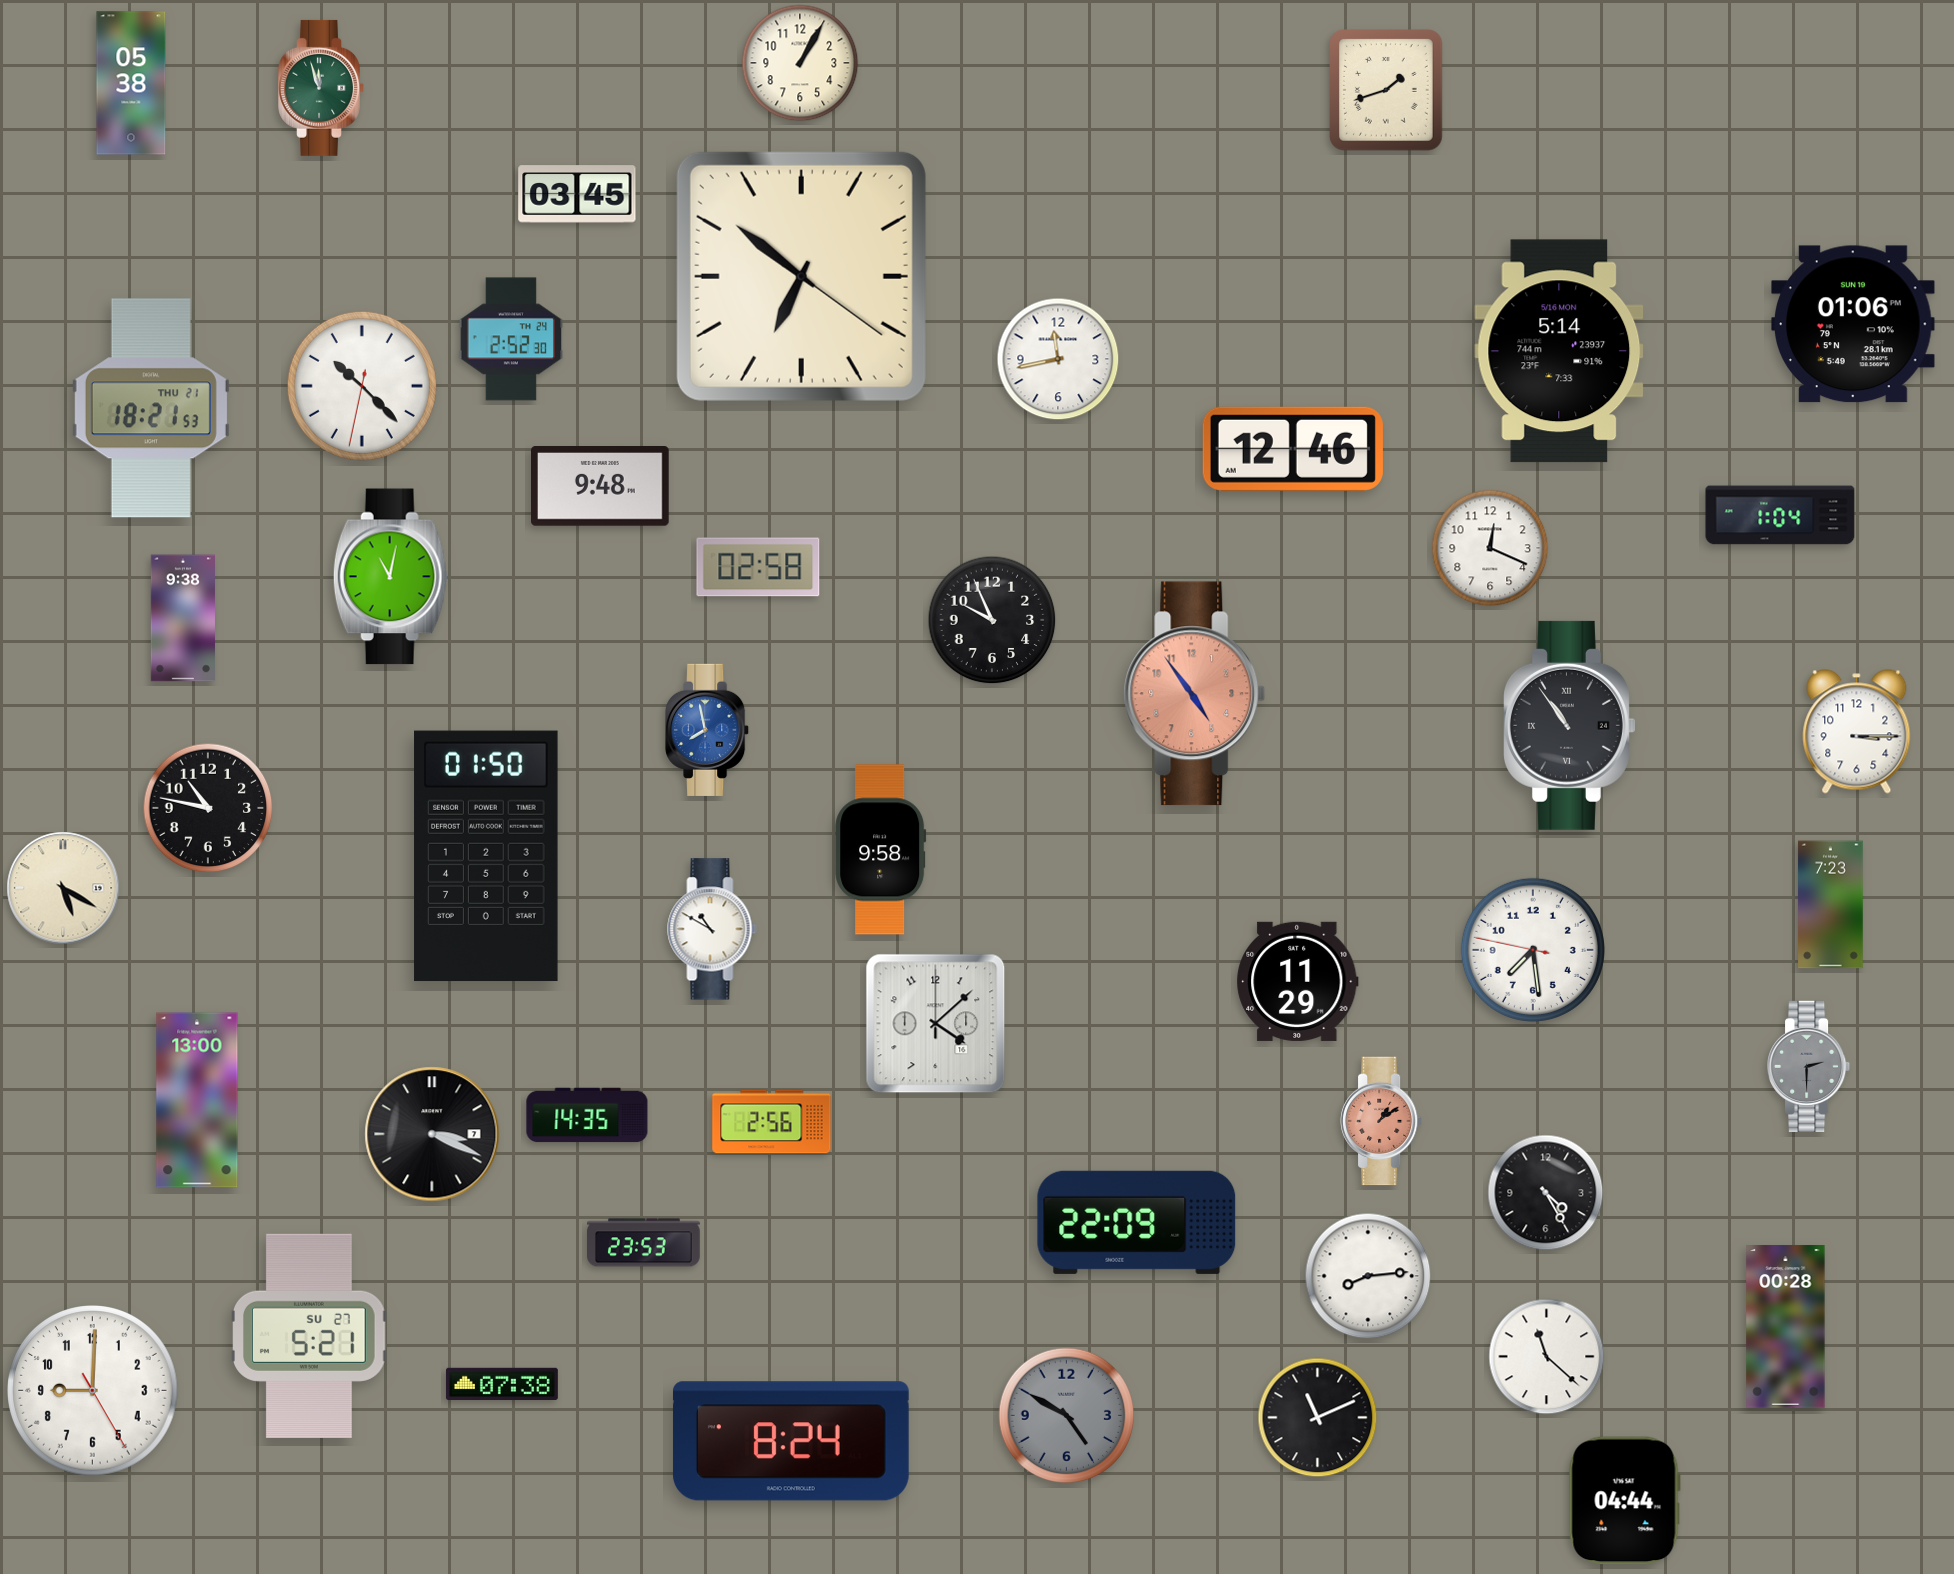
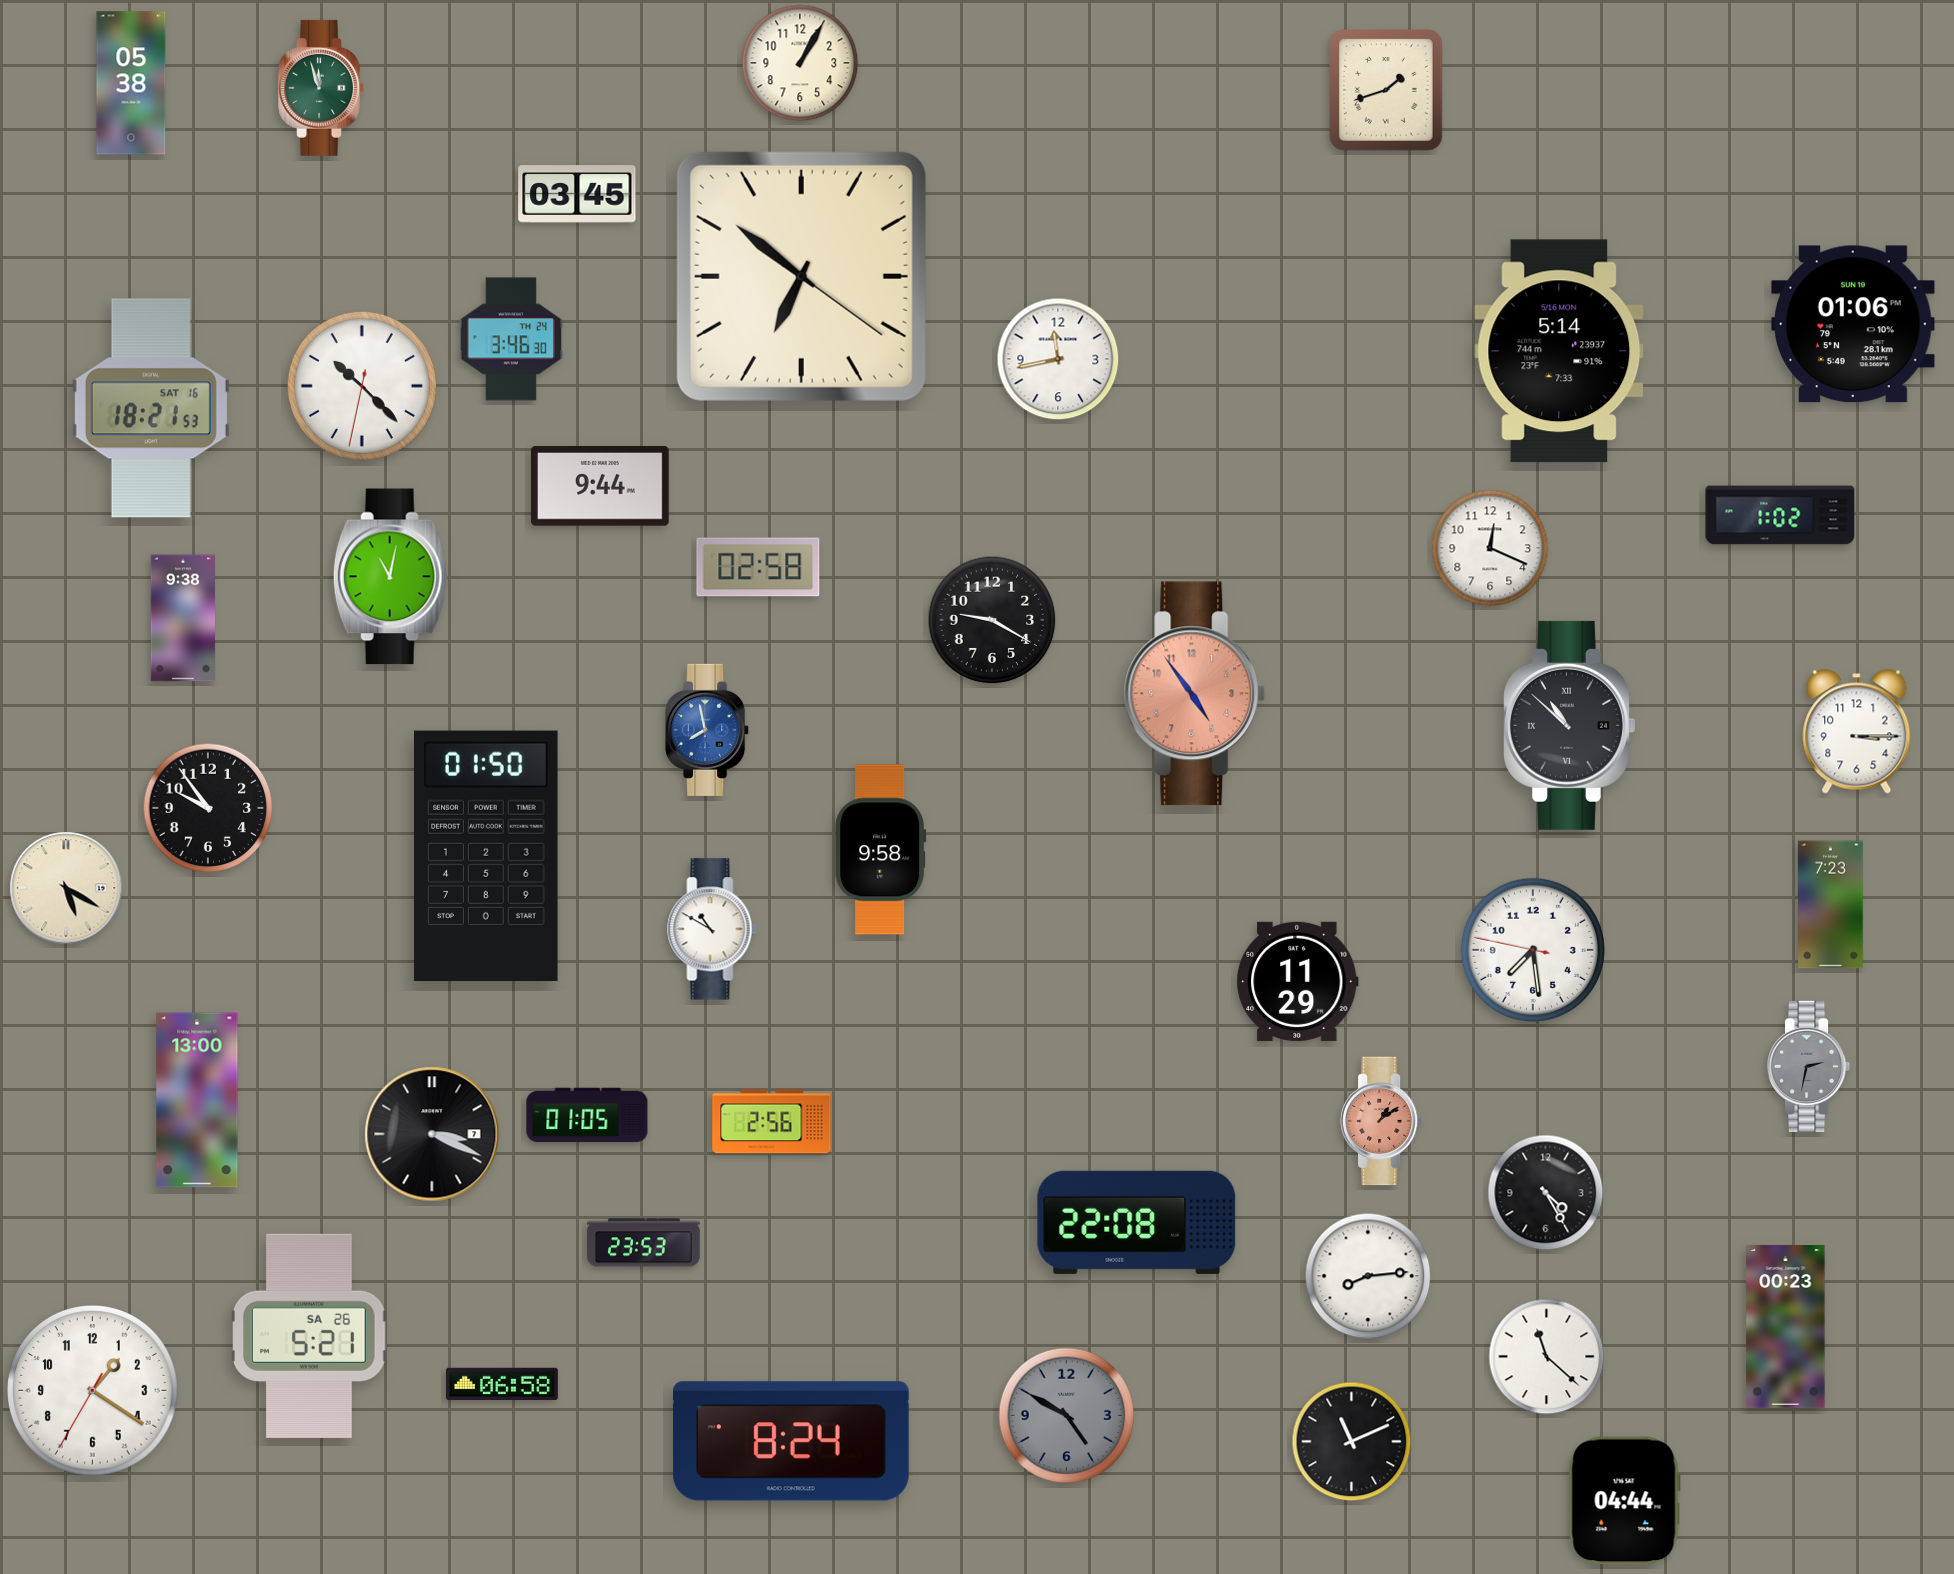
clock at (511, 339): 2:52 -> 3:46
clock at (151, 408) date: THU 21 -> SAT 16
clock at (1293, 449): 12:46 -> none
clock at (601, 487): 9:48 -> 9:44
clock at (1780, 515): 1:04 -> 1:02
clock at (992, 620): 9:56 -> 9:20
clock at (1569, 725): 10:54 -> 10:52
clock at (208, 808): 10:47 -> 9:54
clock at (63, 888) position: (63, 888) -> (66, 888)
clock at (936, 1024): 4:08 -> none
clock at (1810, 1066): 2:30 -> 2:32
clock at (587, 1115): 14:35 -> 01:05
clock at (1137, 1222): 22:09 -> 22:08
clock at (1786, 1327): 00:28 -> 00:23
clock at (309, 1336) date: SU 27 -> SA 26
clock at (502, 1383): 07:38 -> 06:58
clock at (93, 1391): 9:00 -> 1:20
clock at (1318, 1418) position: (1318, 1418) -> (1352, 1442)
